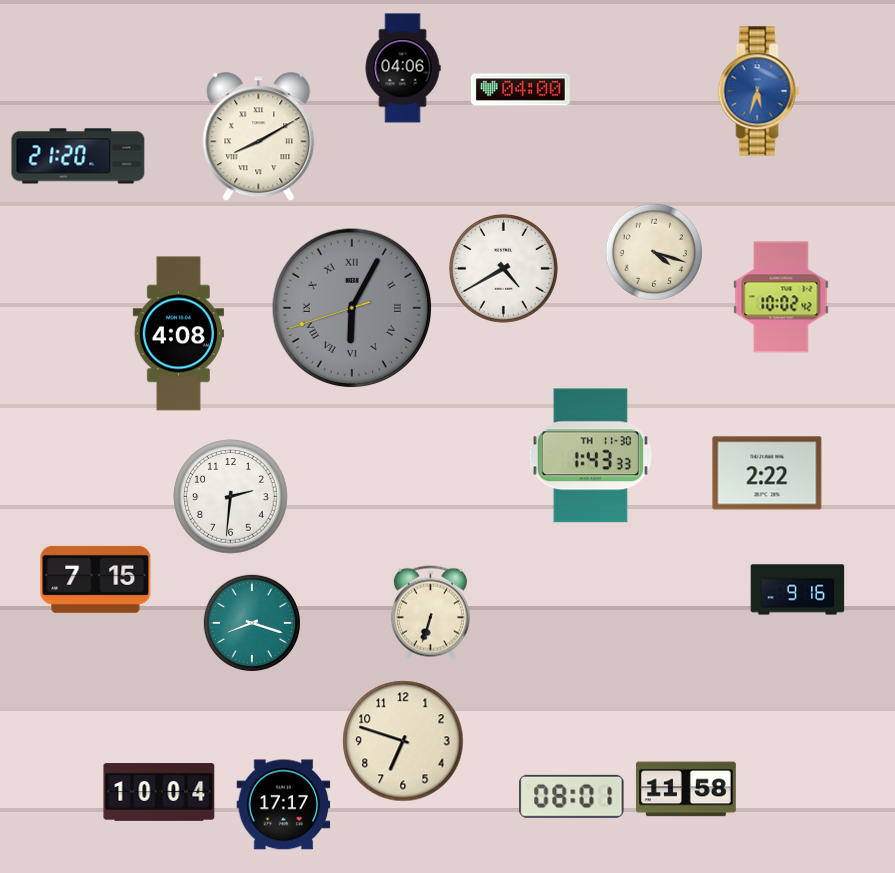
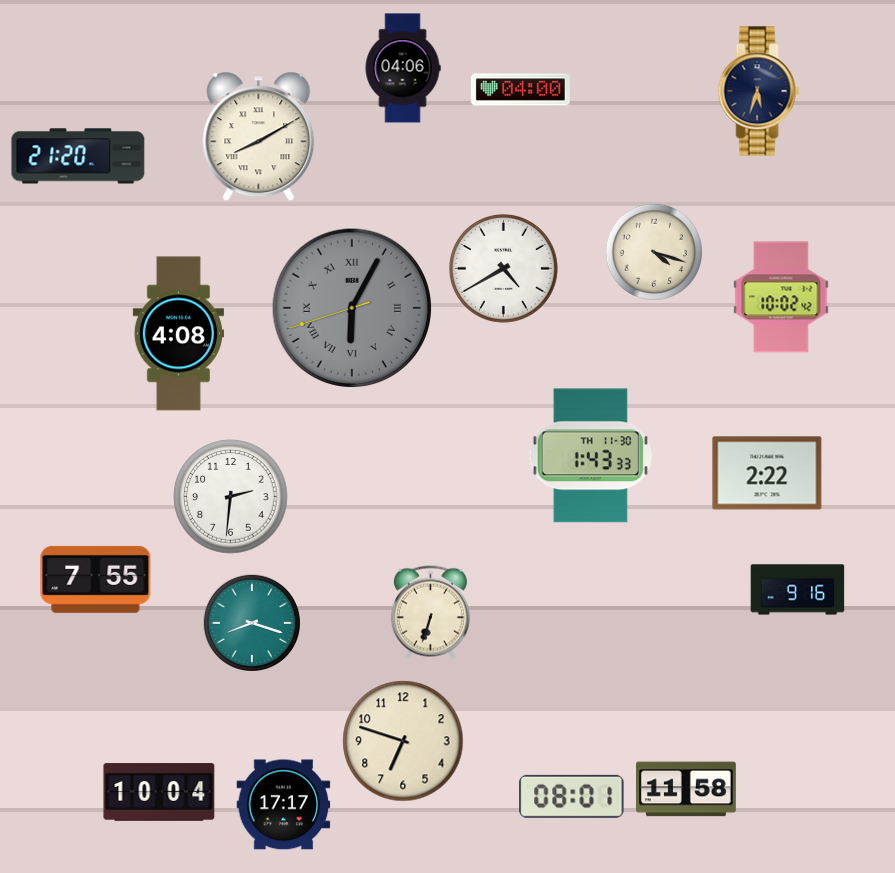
clock at (759, 91) dial: blue -> navy
clock at (96, 579): 7:15 -> 7:55
